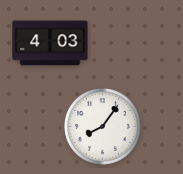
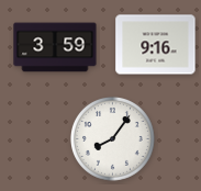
clock at (156, 45): none -> 9:16
clock at (50, 43): 4:03 -> 3:59
